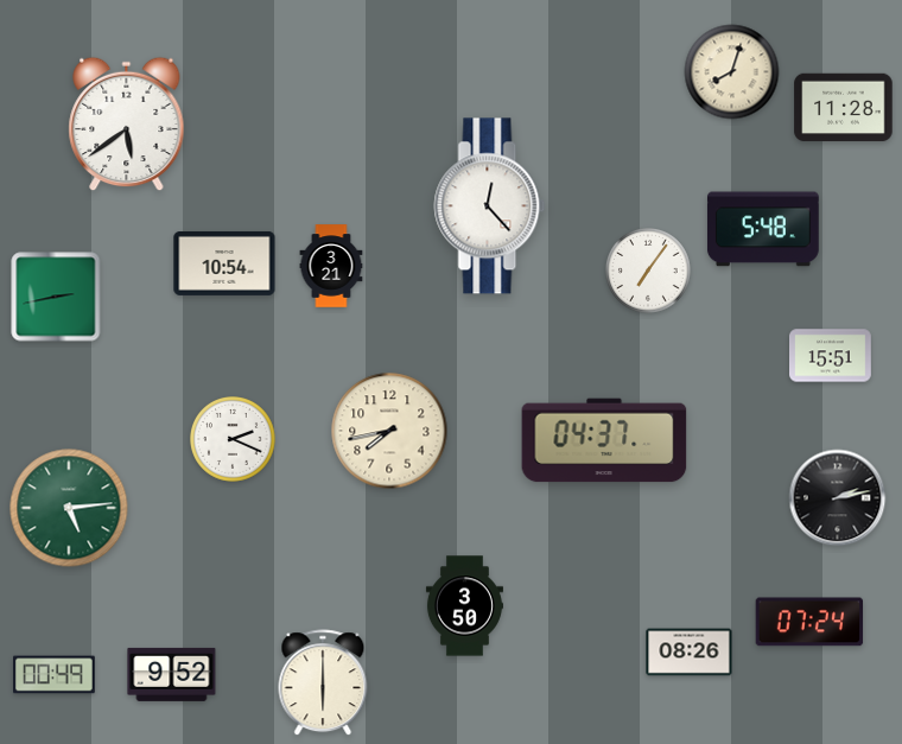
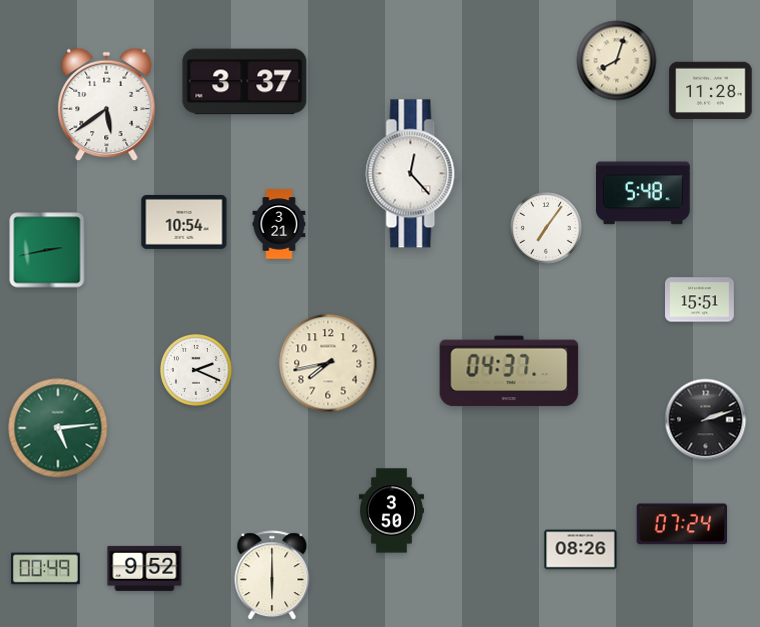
clock at (245, 82): none -> 3:37
clock at (224, 263) position: (224, 263) -> (184, 222)
clock at (838, 498): 2:13 -> 2:12
